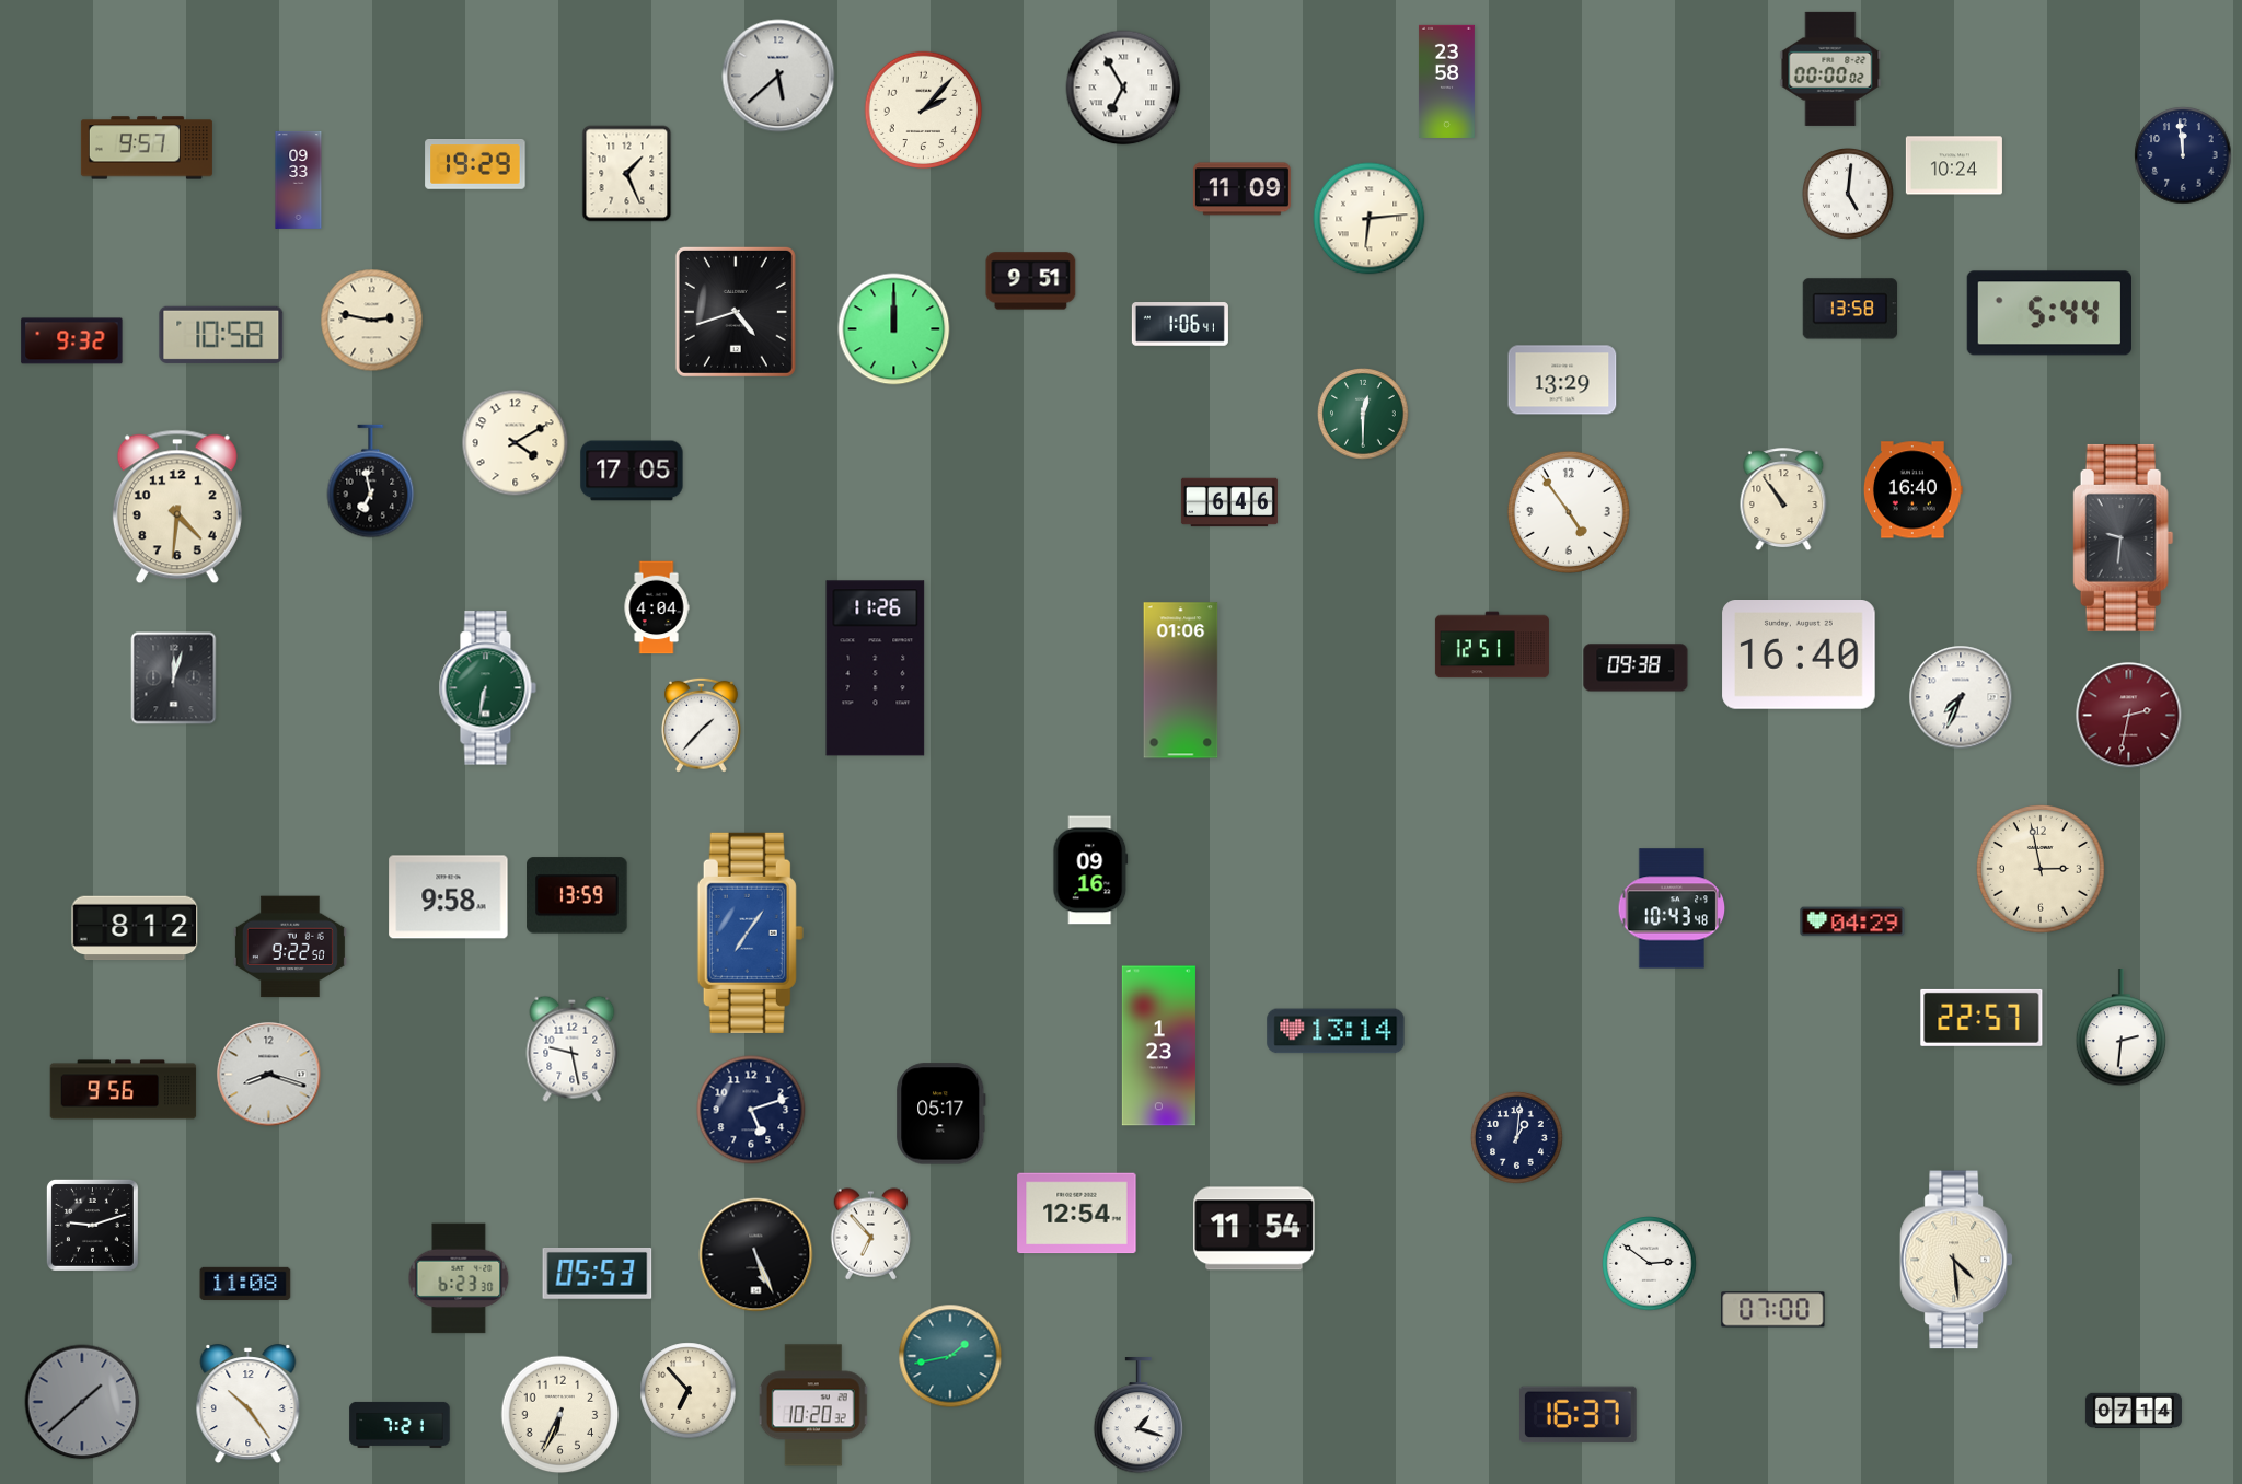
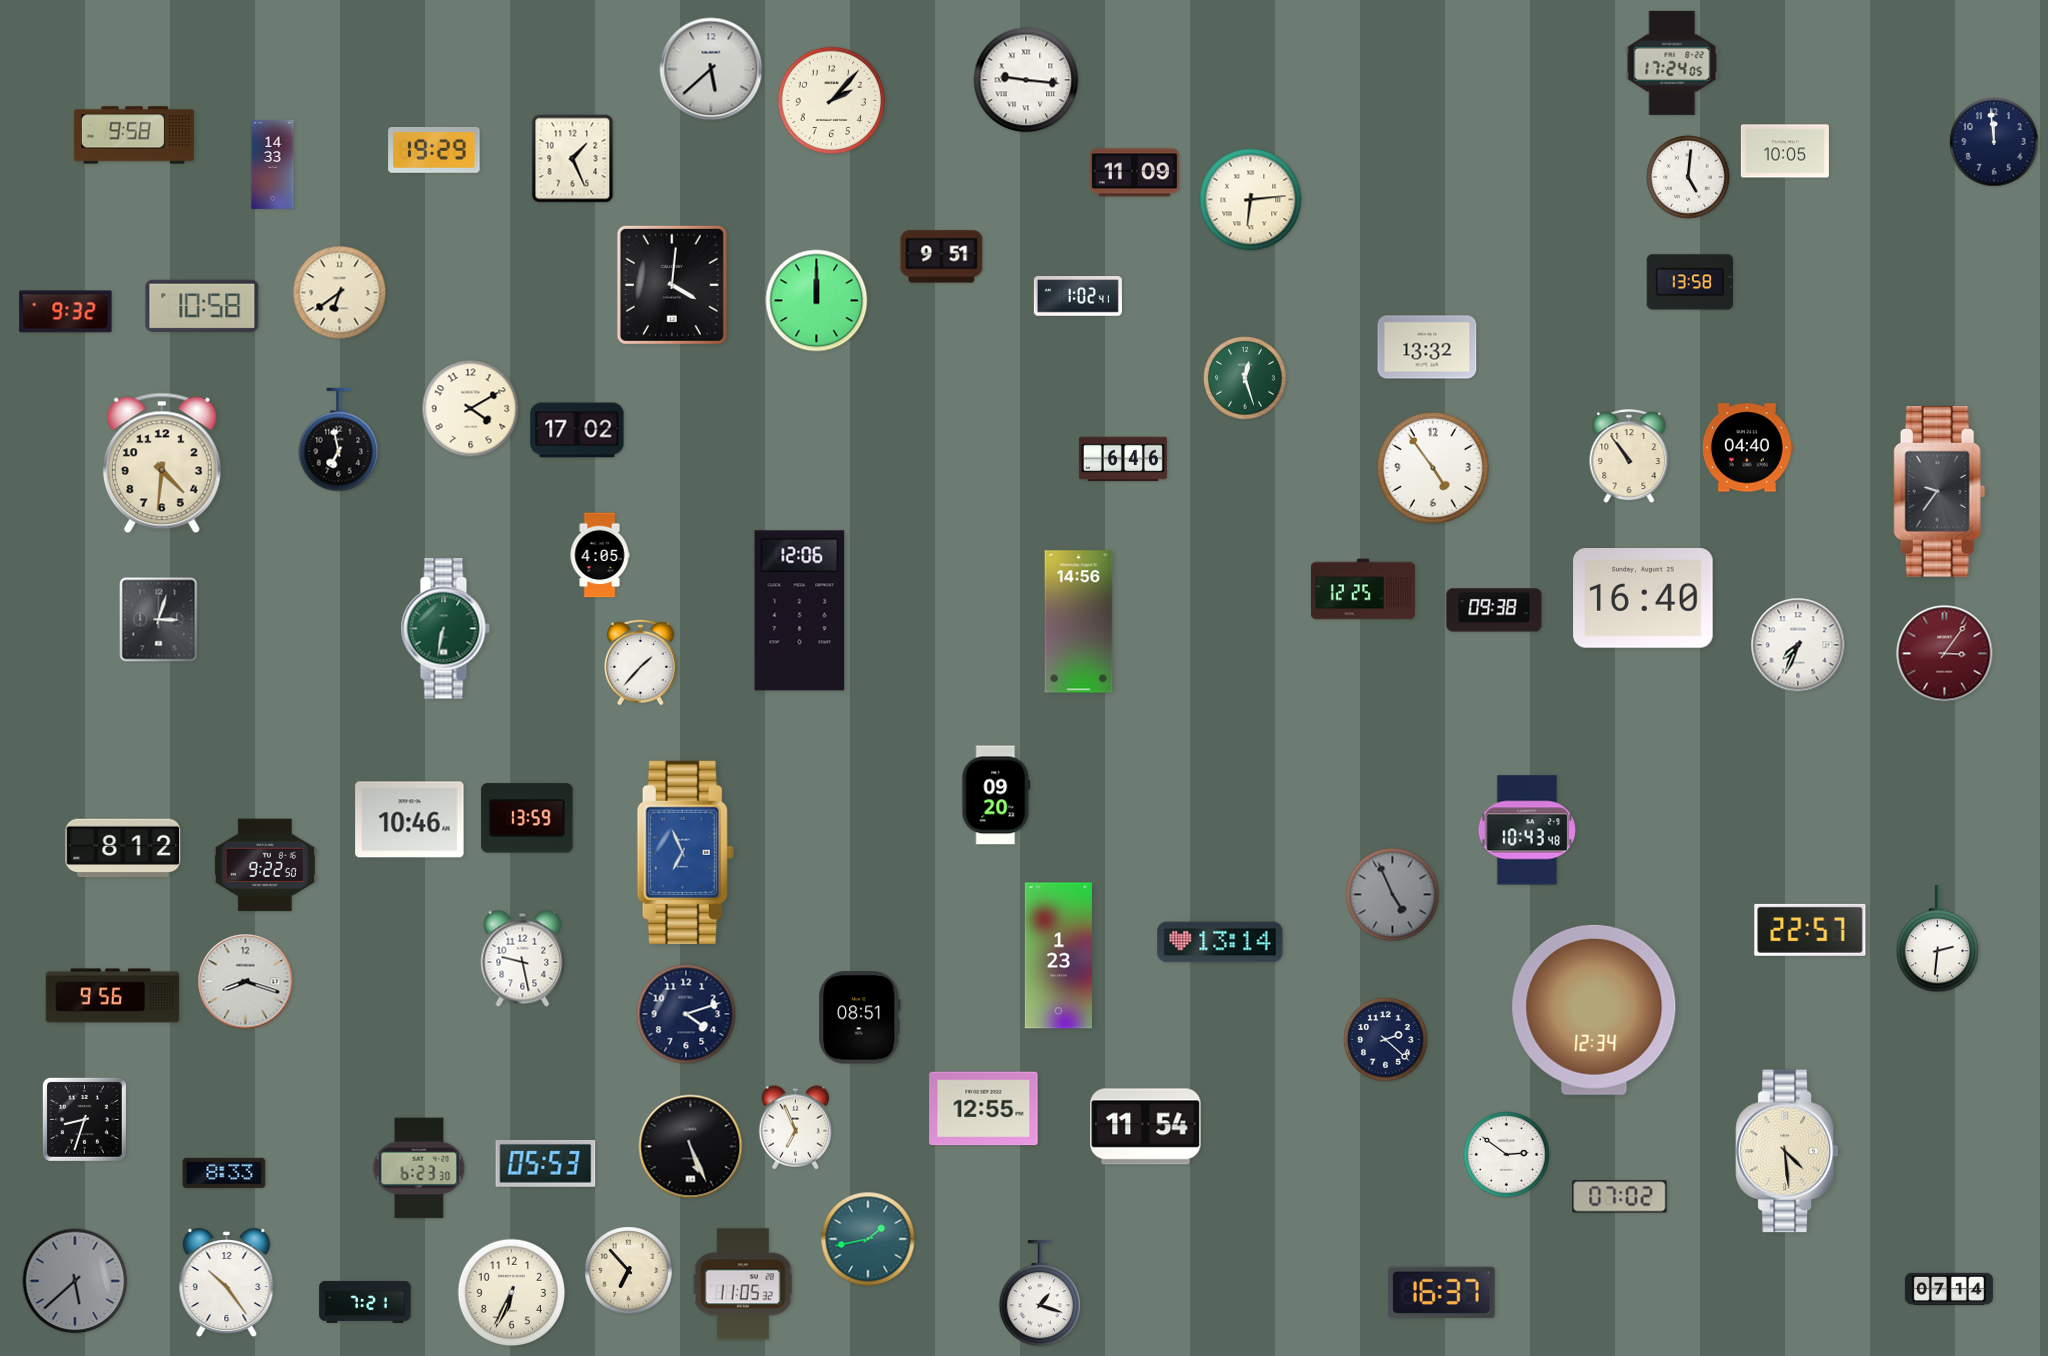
clock at (1830, 69): 00:00 -> 17:24
clock at (1446, 81): 23:58 -> none
clock at (1123, 88): 6:55 -> 9:16
clock at (924, 111) position: (924, 111) -> (832, 101)
clock at (147, 148): 9:57 -> 9:58
clock at (1954, 165): 10:24 -> 10:05
clock at (299, 179): 09:33 -> 14:33
clock at (736, 312): 4:42 -> 4:01
clock at (2049, 313): 5:44 -> none
clock at (372, 321): 2:47 -> 6:39
clock at (1180, 324): 1:06 -> 1:02
clock at (1562, 380): 13:29 -> 13:32
clock at (1364, 415): 12:30 -> 12:27
clock at (516, 443) position: (516, 443) -> (471, 409)
clock at (632, 471): 17:05 -> 17:02
clock at (1912, 490): 16:40 -> 04:40
clock at (2124, 537): 9:31 -> 9:36
clock at (657, 607): 4:04 -> 4:05
clock at (1492, 645): 12:51 -> 12:25
clock at (876, 669): 11:26 -> 12:06
clock at (174, 679): 12:03 -> 3:03
clock at (1181, 681): 01:06 -> 14:56
clock at (1961, 697) position: (1961, 697) -> (1798, 645)
clock at (2129, 716): 2:32 -> 3:06
clock at (1090, 870): 09:16 -> 09:20
clock at (2042, 870): 2:58 -> none
clock at (449, 897): 9:58 -> 10:46
clock at (1852, 921): 04:29 -> none
clock at (750, 932): 7:06 -> 6:56
clock at (1393, 895): none -> 4:56
clock at (1594, 1010): none -> 12:34
clock at (751, 1110): 5:12 -> 4:12
clock at (941, 1114): 05:17 -> 08:51
clock at (1517, 1138): 1:01 -> 2:22
clock at (1077, 1214): 12:54 -> 12:55
clock at (92, 1225): 9:12 -> 8:33
clock at (1255, 1229) position: (1255, 1229) -> (1146, 1127)
clock at (871, 1234): 6:53 -> 6:56
clock at (245, 1284): 11:08 -> 8:33
clock at (1773, 1310): 07:00 -> 07:02
clock at (82, 1402): 1:38 -> 5:38
clock at (813, 1405): 10:20 -> 11:05
